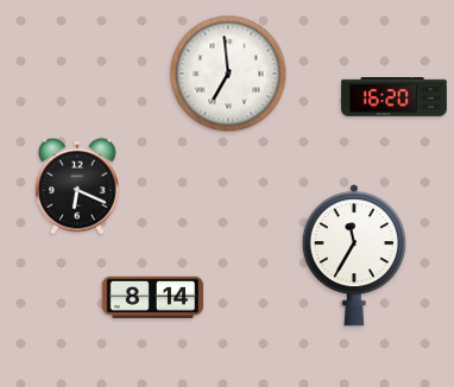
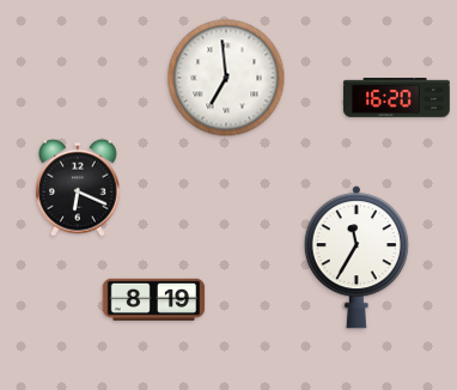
clock at (228, 74) position: (228, 74) -> (226, 78)
clock at (153, 298): 8:14 -> 8:19
